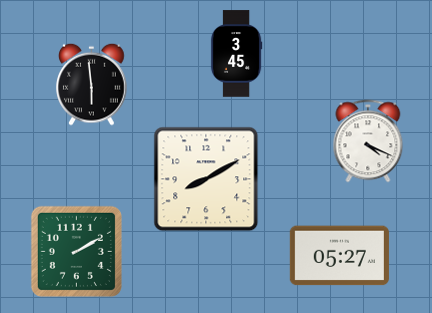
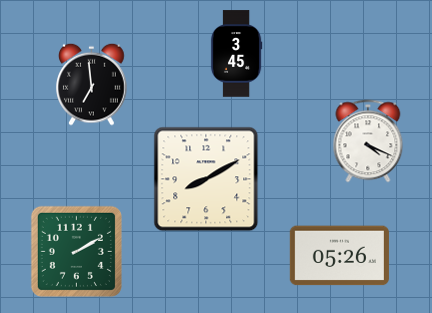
clock at (92, 84): 5:59 -> 6:59
clock at (339, 256): 05:27 -> 05:26
